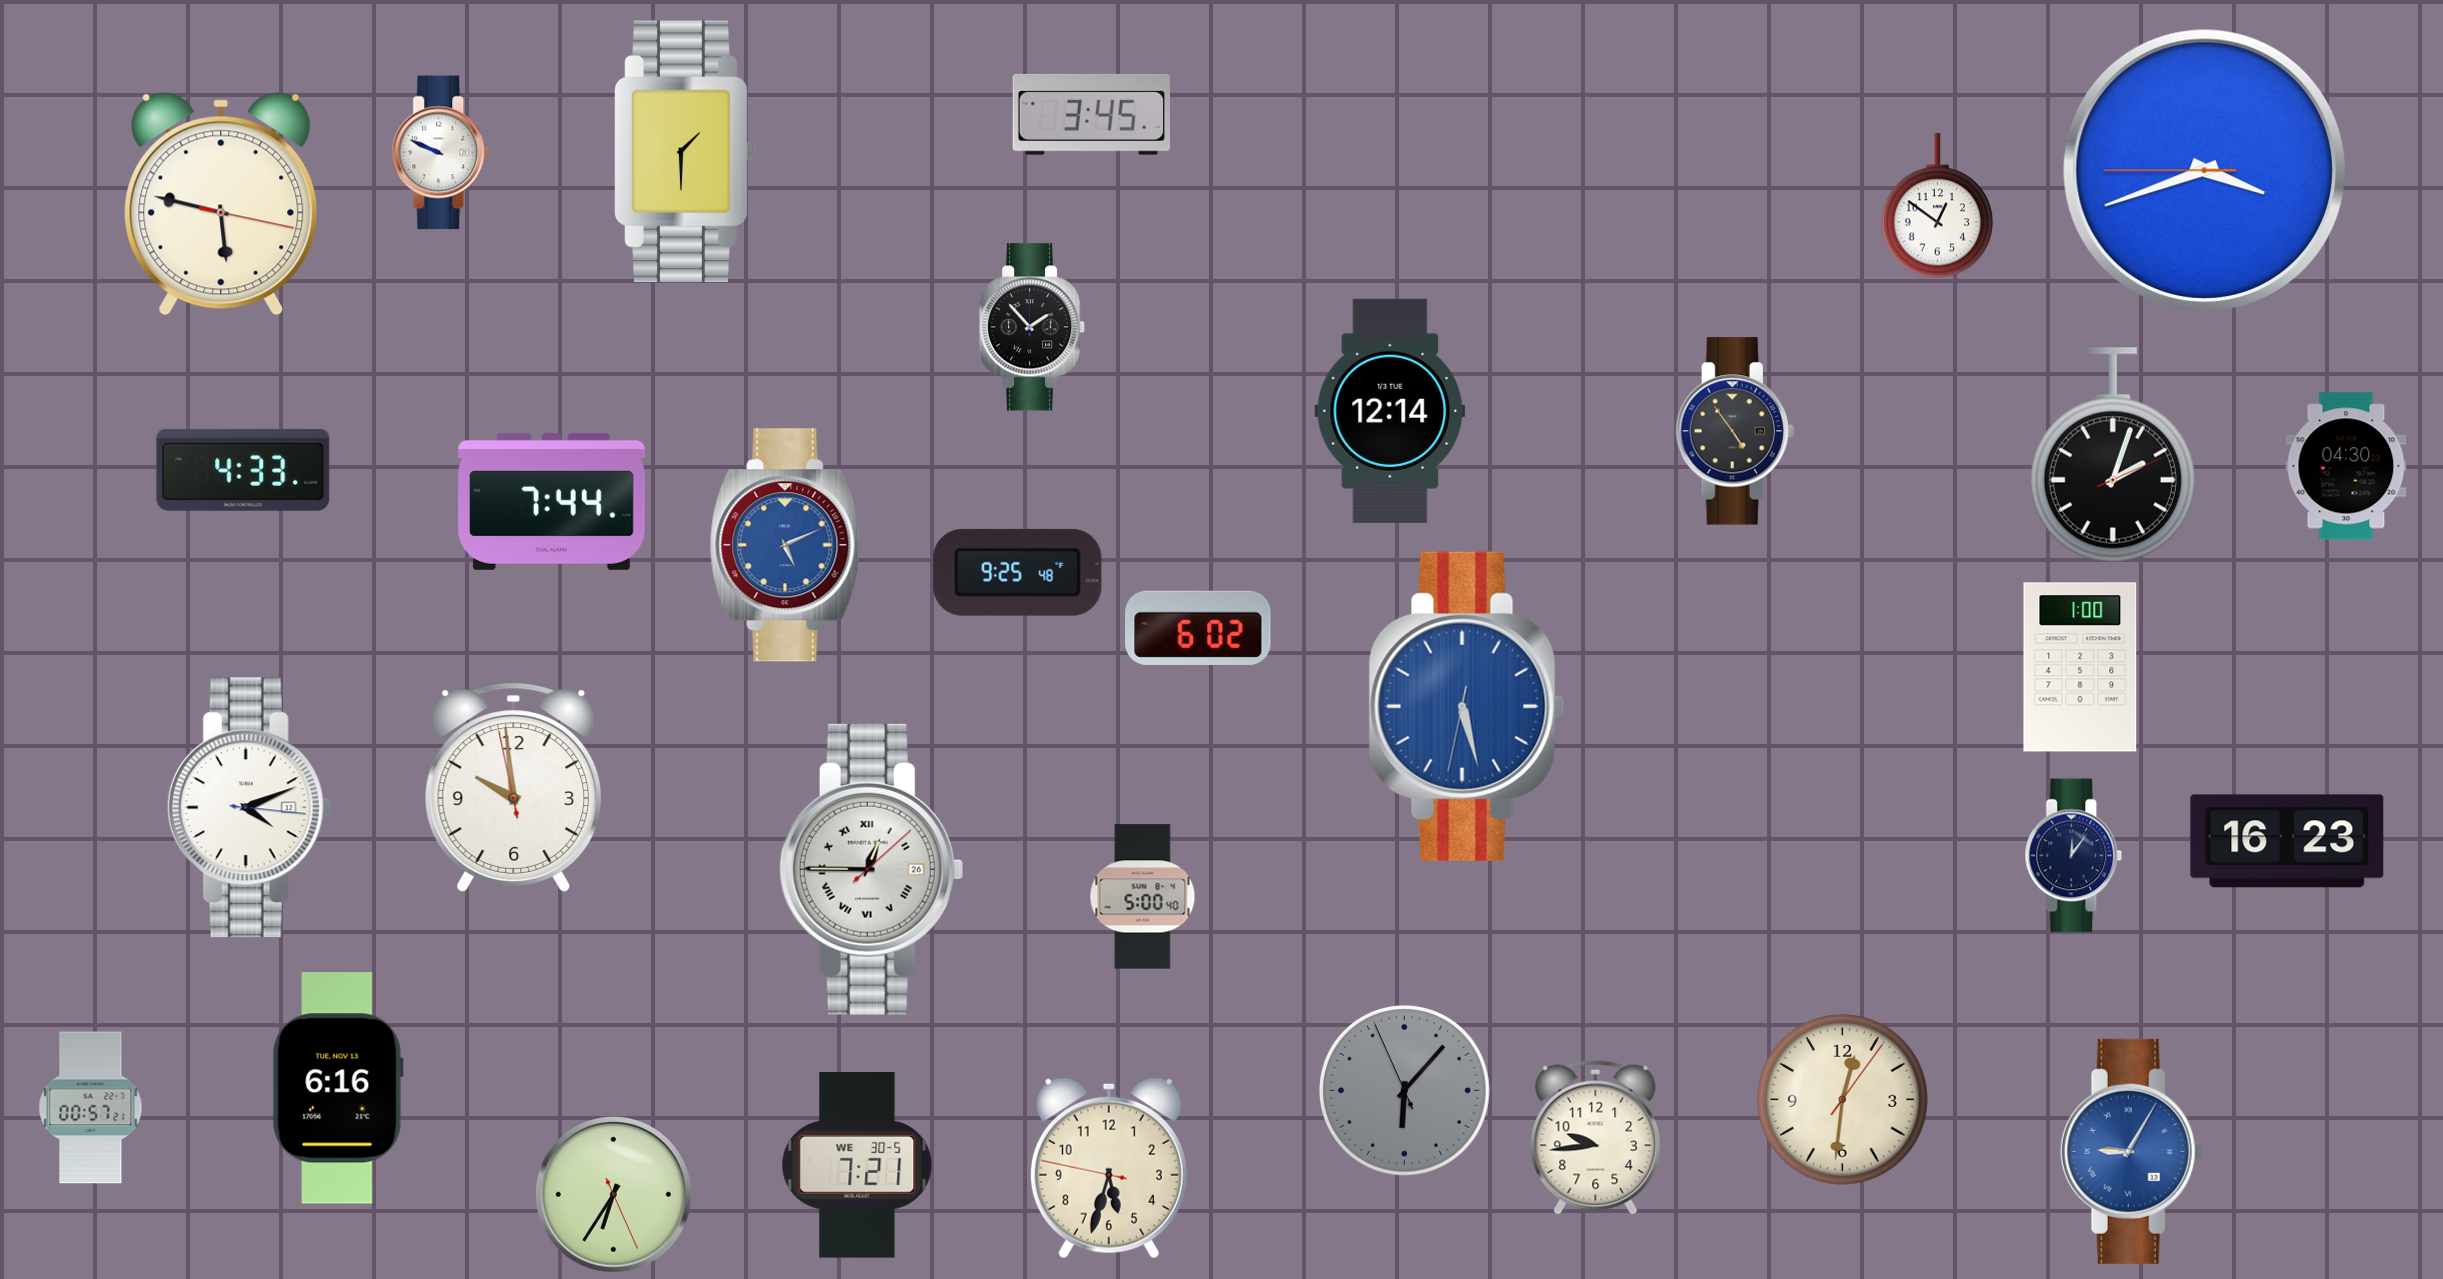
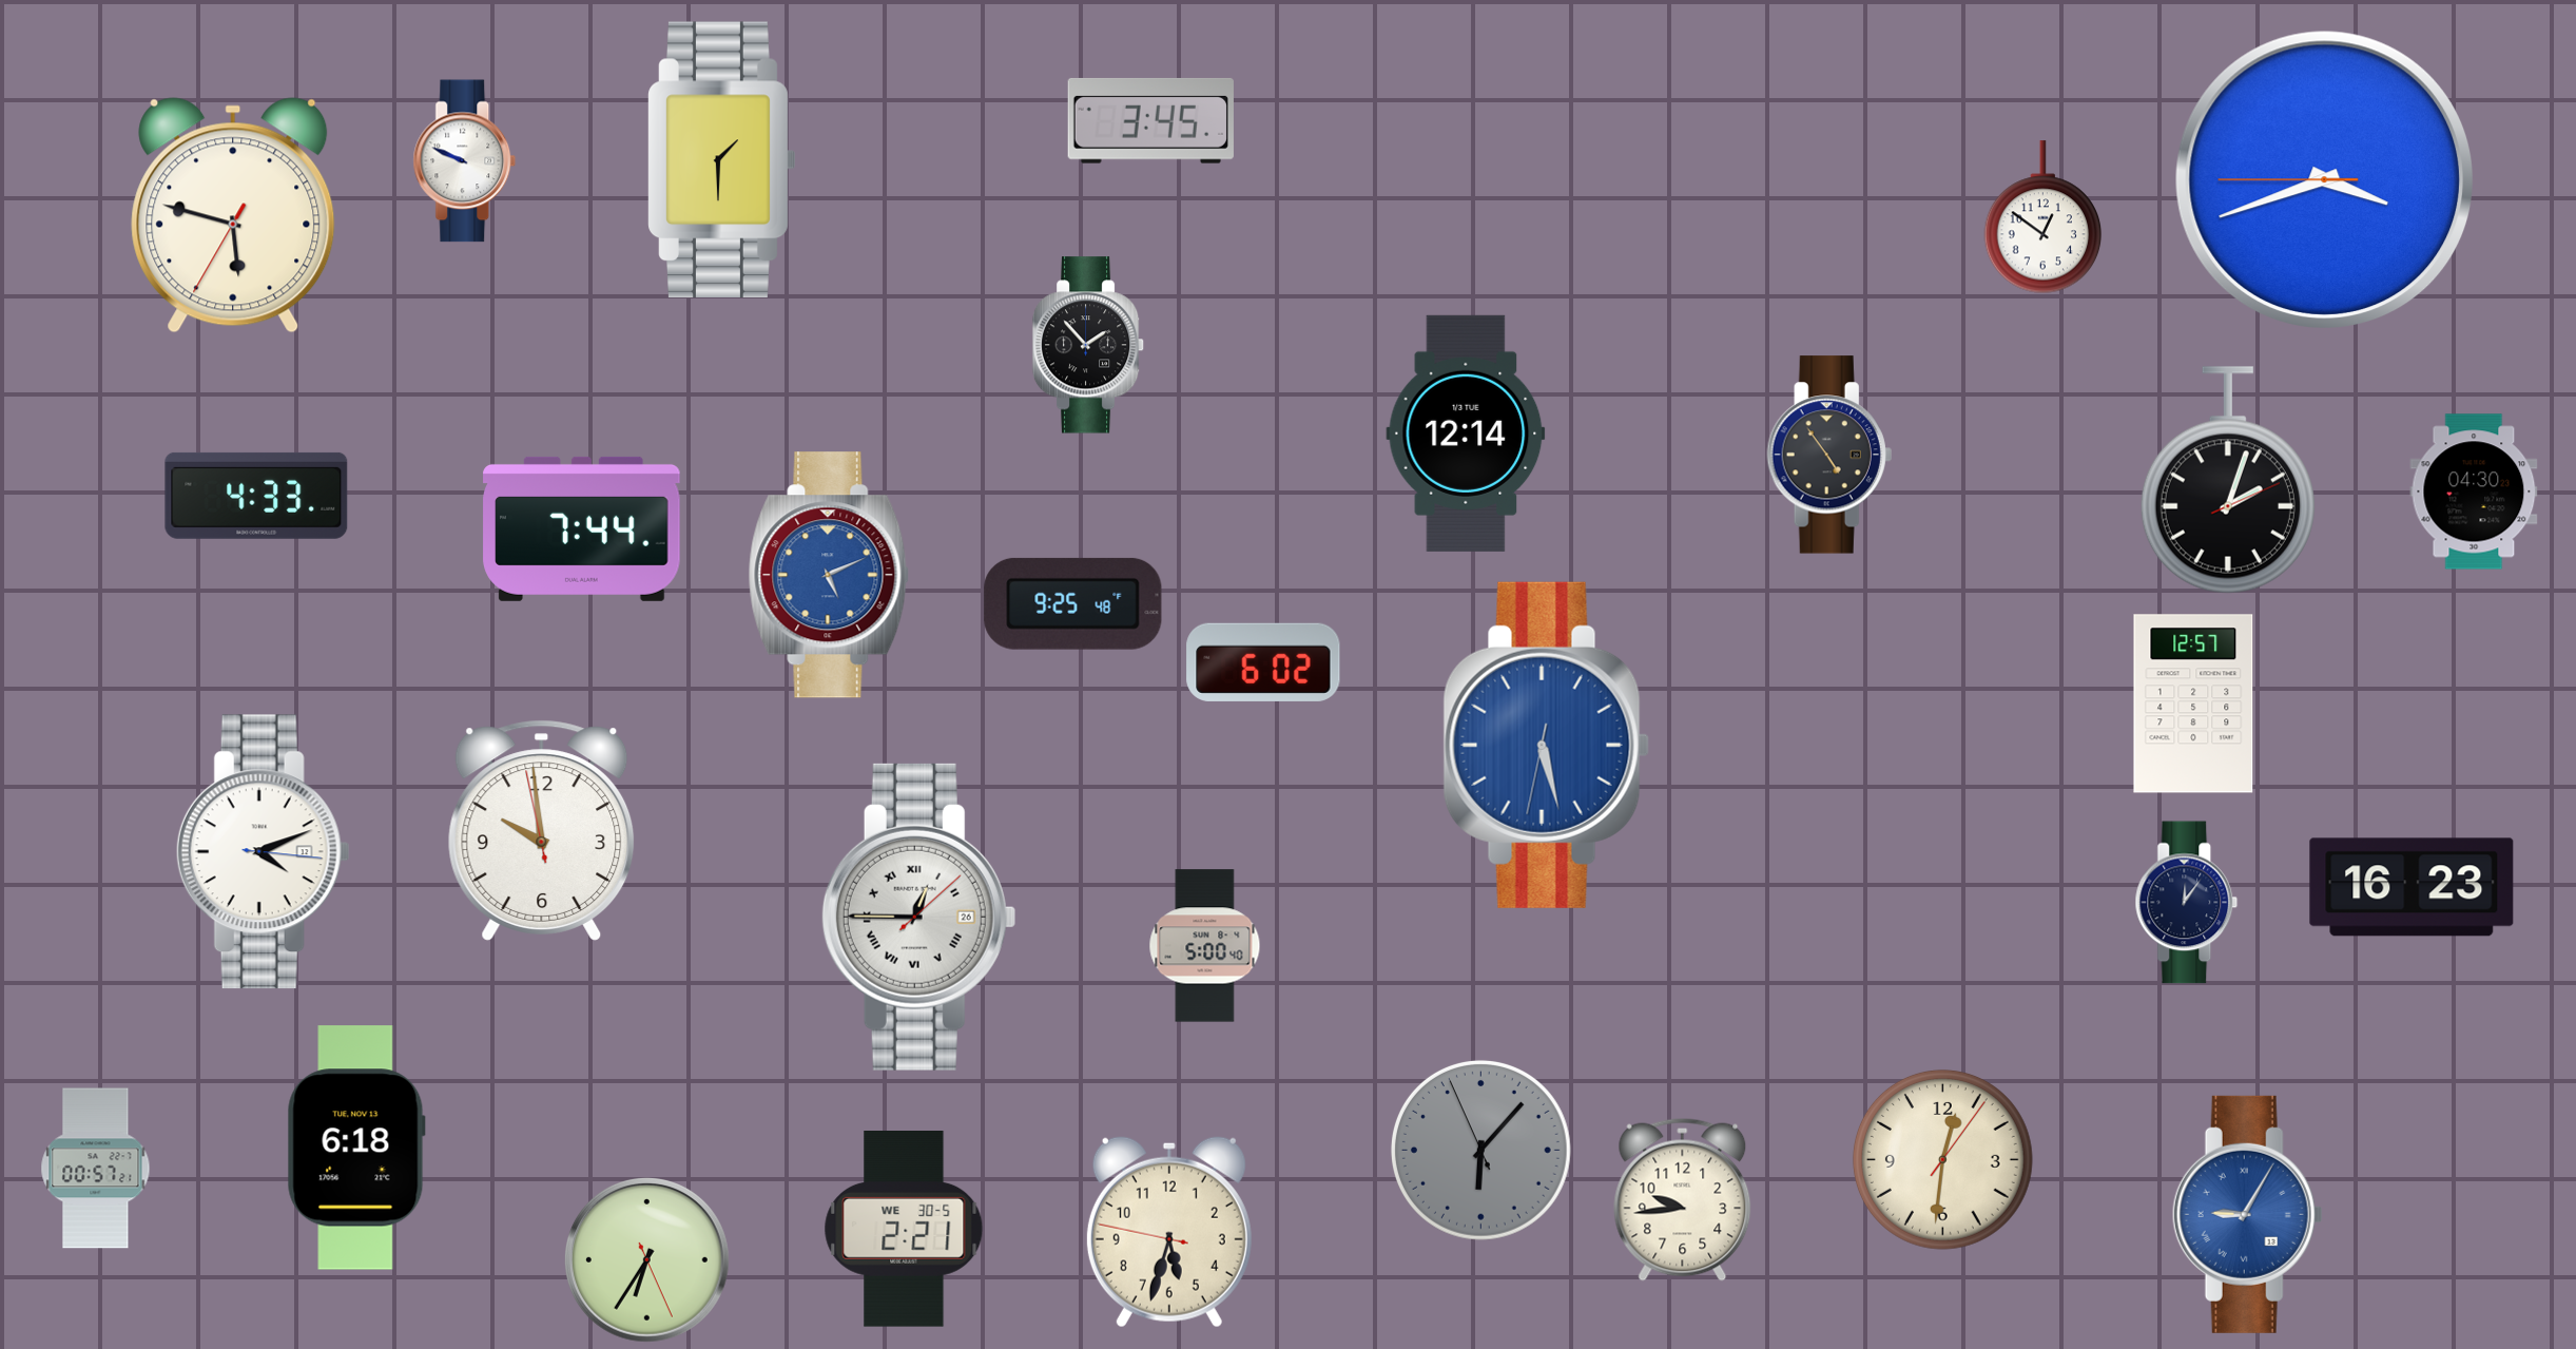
clock at (221, 204): 5:47:17 -> 5:47:35
clock at (2080, 667): 1:00 -> 12:57
clock at (338, 1088): 6:16 -> 6:18
clock at (857, 1166): 7:21 -> 2:21
